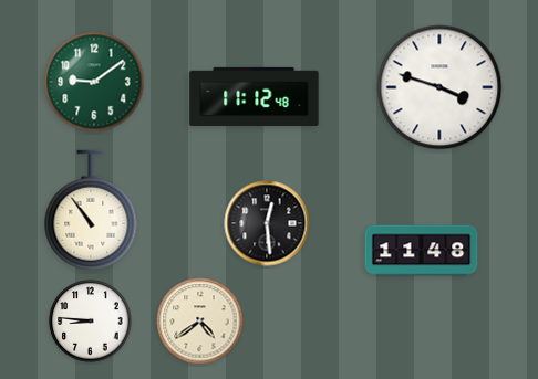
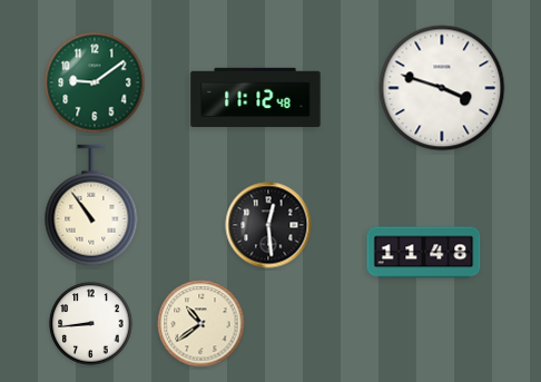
clock at (91, 210) position: (91, 210) -> (91, 205)
clock at (91, 322): 8:46 -> 8:44
clock at (200, 322): 4:39 -> 10:39
